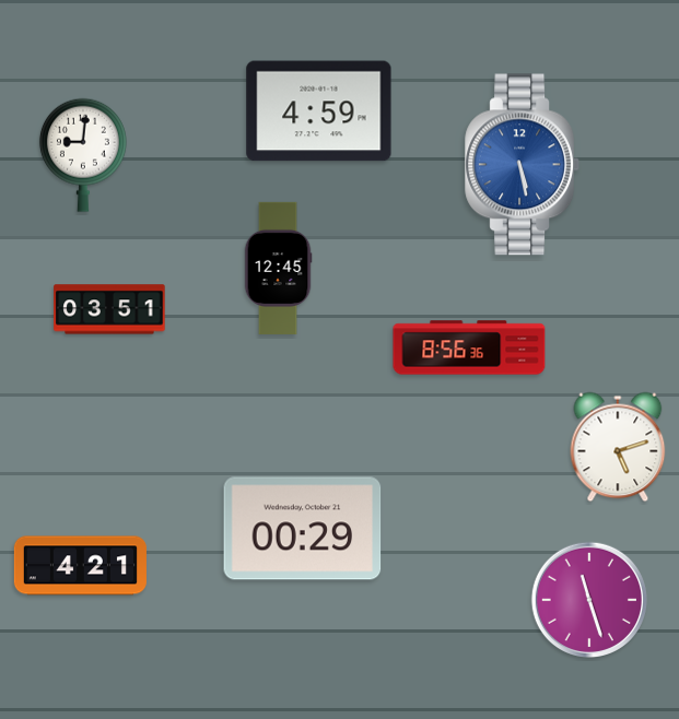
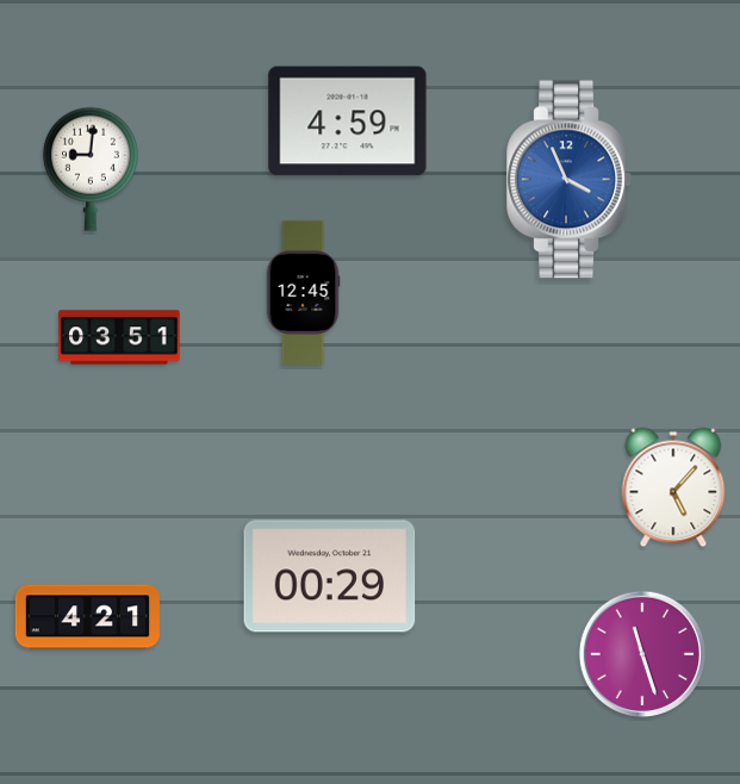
clock at (523, 165): 5:28 -> 3:56
clock at (469, 347): 8:56 -> none
clock at (618, 447): 5:12 -> 5:07
